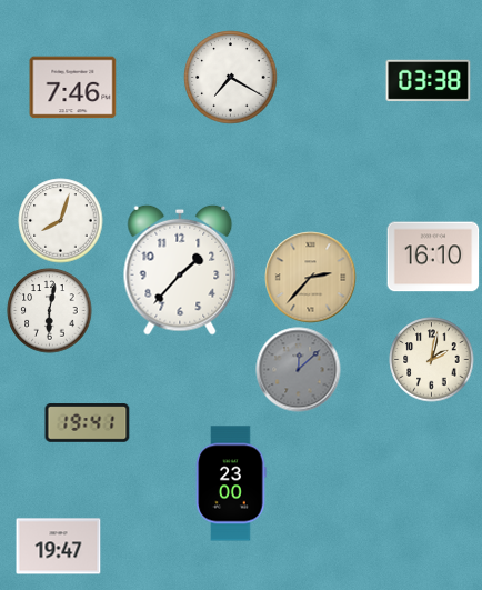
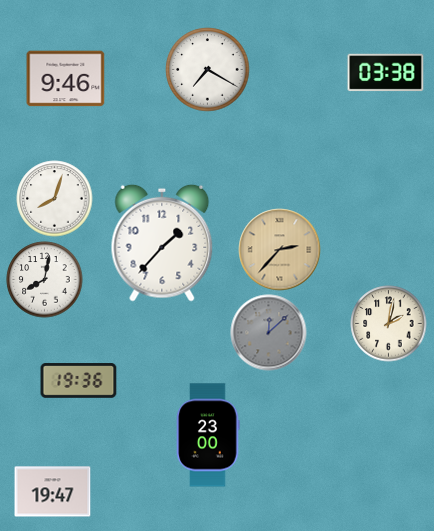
clock at (73, 88): 7:46 -> 9:46
clock at (433, 257): 16:10 -> none
clock at (50, 311): 6:02 -> 8:02
clock at (88, 423): 19:41 -> 19:36
